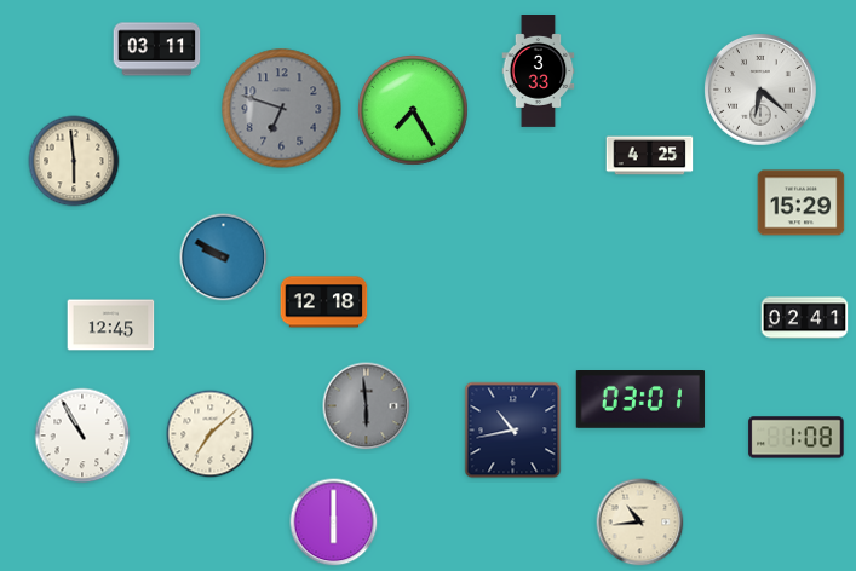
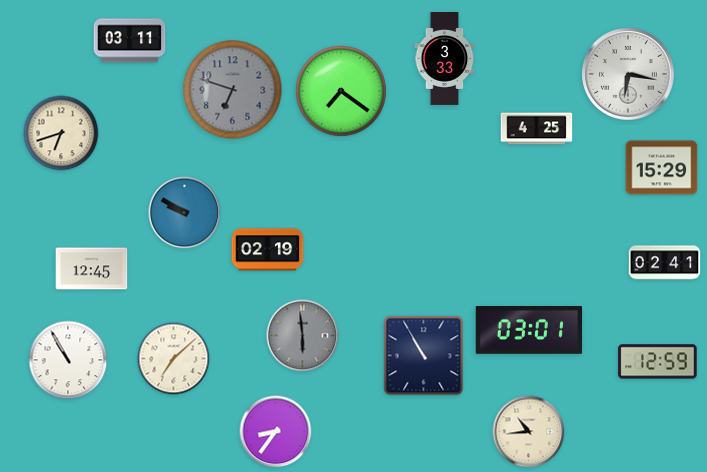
clock at (762, 91): 6:22 -> 6:17
clock at (414, 111): 7:25 -> 7:21
clock at (74, 161): 5:59 -> 6:42
clock at (324, 302): 12:18 -> 02:19
clock at (513, 431): 10:43 -> 10:55
clock at (797, 438): 1:08 -> 12:59
clock at (334, 523): 6:00 -> 8:36
